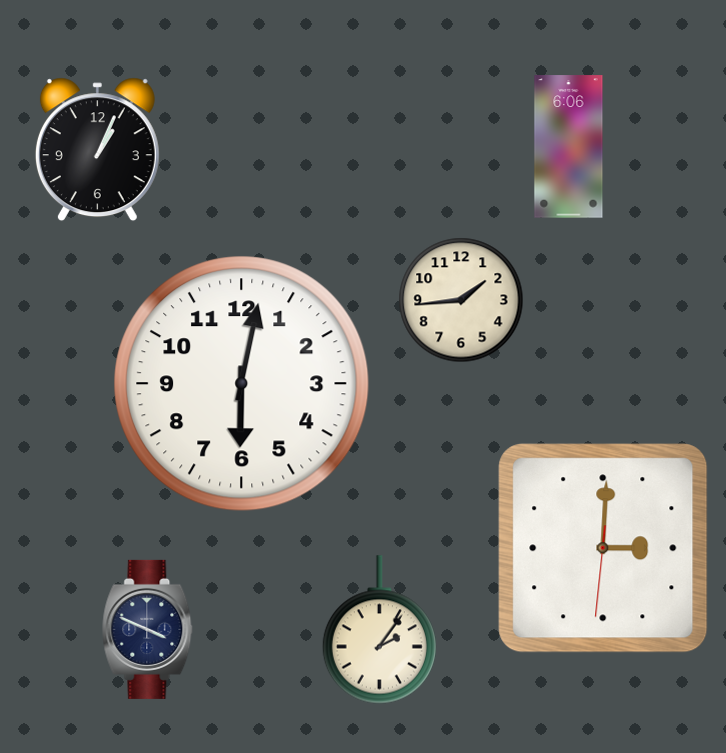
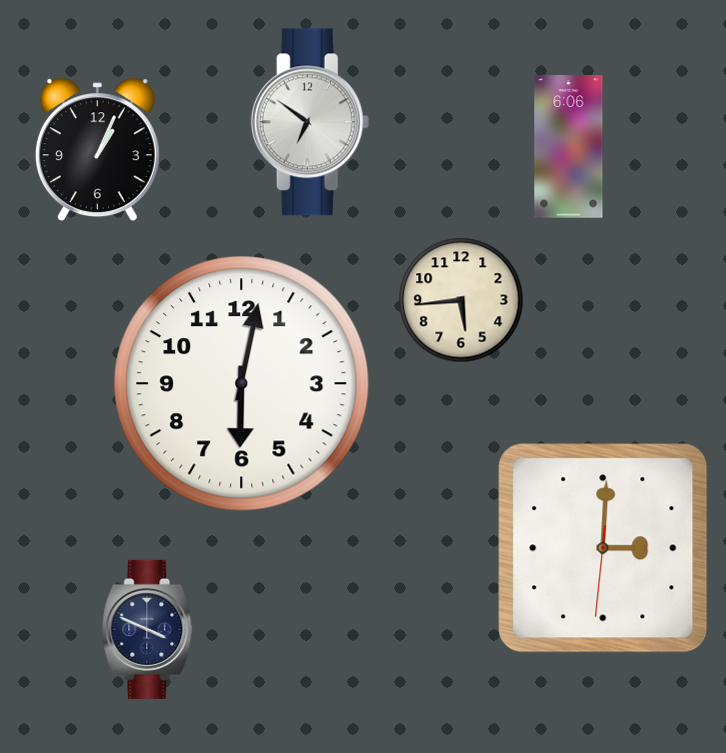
clock at (310, 122): none -> 6:51
clock at (461, 300): 1:44 -> 5:44
clock at (379, 630): 2:06 -> none
